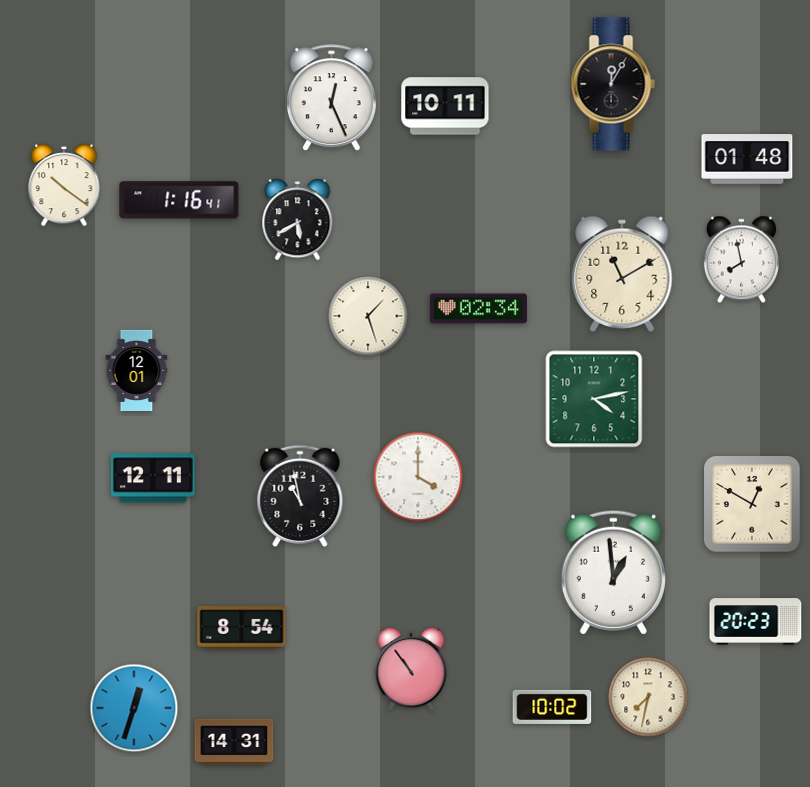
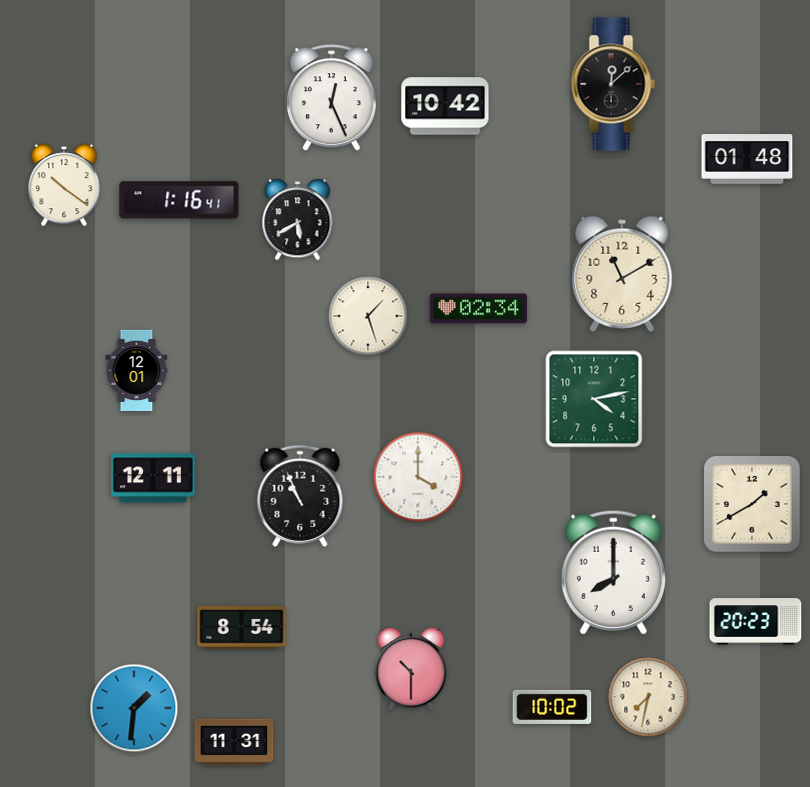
clock at (613, 84): 12:05 -> 12:08
clock at (445, 106): 10:11 -> 10:42
clock at (741, 260): 7:58 -> none
clock at (300, 496): 10:58 -> 10:56
clock at (752, 504): 12:50 -> 1:40
clock at (613, 572): 12:59 -> 8:00
clock at (411, 669): 10:54 -> 10:30
clock at (134, 708): 12:33 -> 1:31
clock at (234, 742): 14:31 -> 11:31
